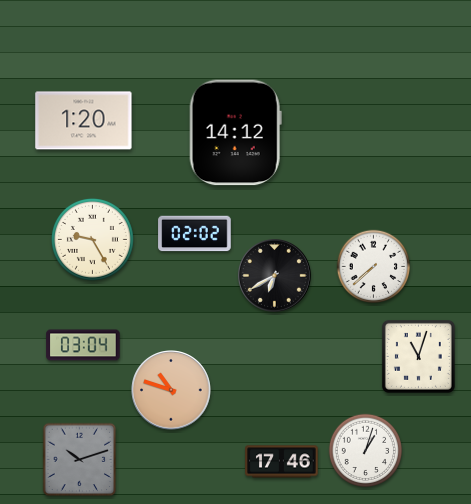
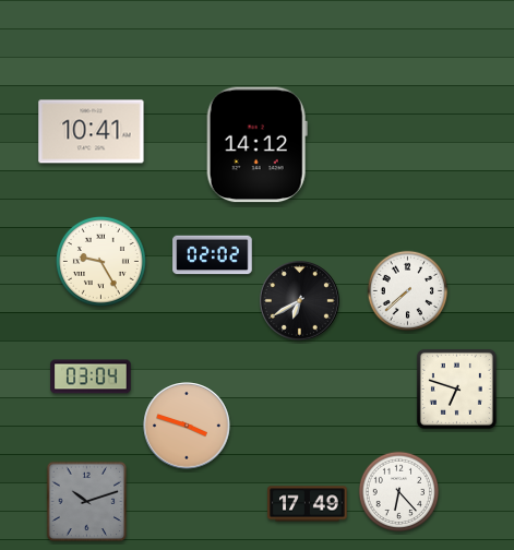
clock at (84, 121): 1:20 -> 10:41
clock at (418, 356): 11:03 -> 6:48
clock at (171, 390): 10:48 -> 3:48
clock at (366, 451): 1:03 -> 6:23
clock at (282, 462): 17:46 -> 17:49
